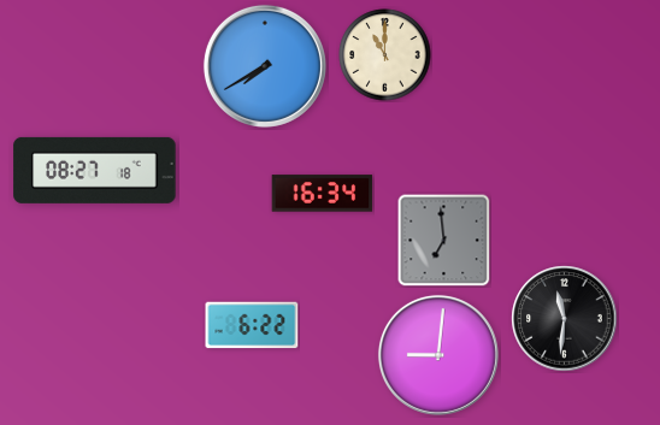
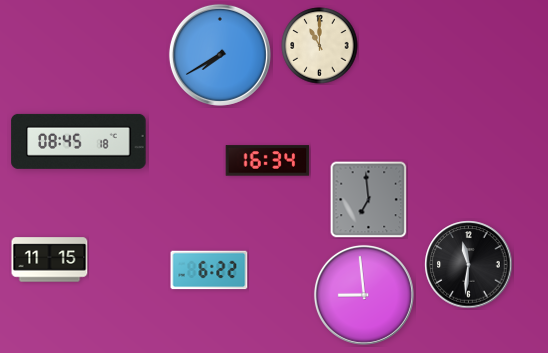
clock at (95, 170): 08:27 -> 08:45
clock at (50, 260): none -> 11:15
clock at (438, 355): 9:01 -> 8:59
